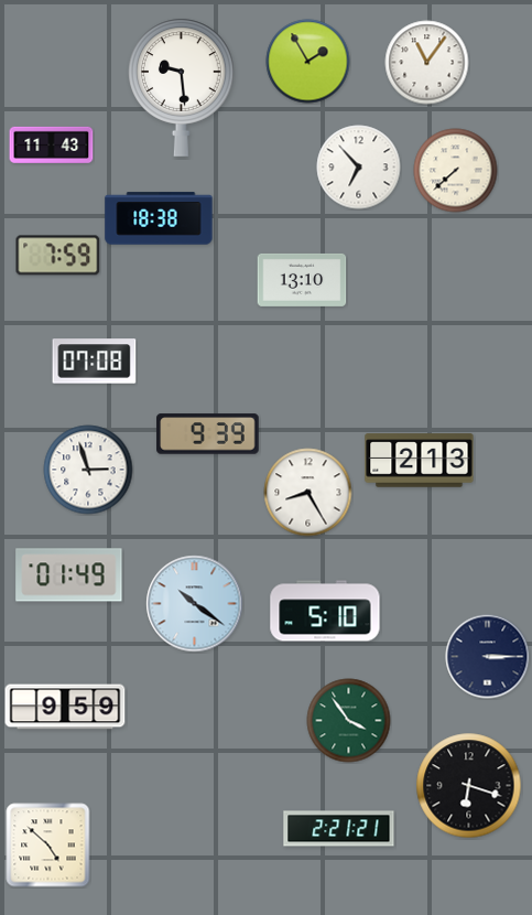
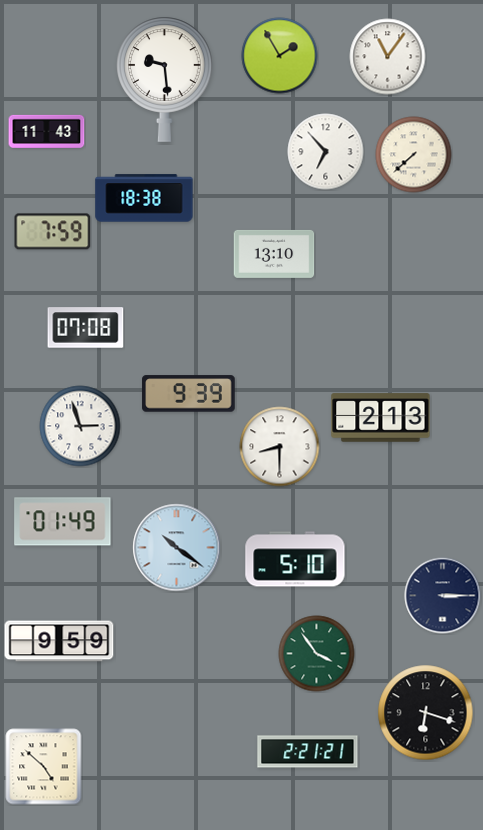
clock at (308, 493): 8:25 -> 8:30
clock at (325, 611) position: (325, 611) -> (295, 559)
